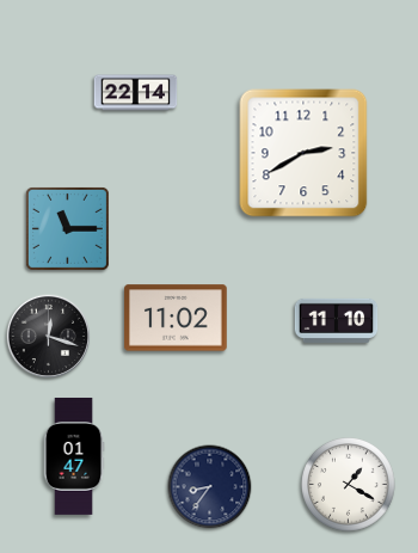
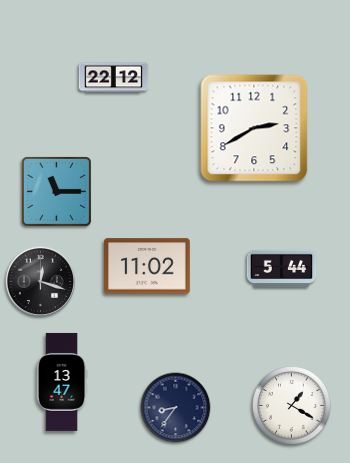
clock at (136, 93): 22:14 -> 22:12
clock at (337, 320): 11:10 -> 5:44
clock at (74, 456): 01:47 -> 13:47
